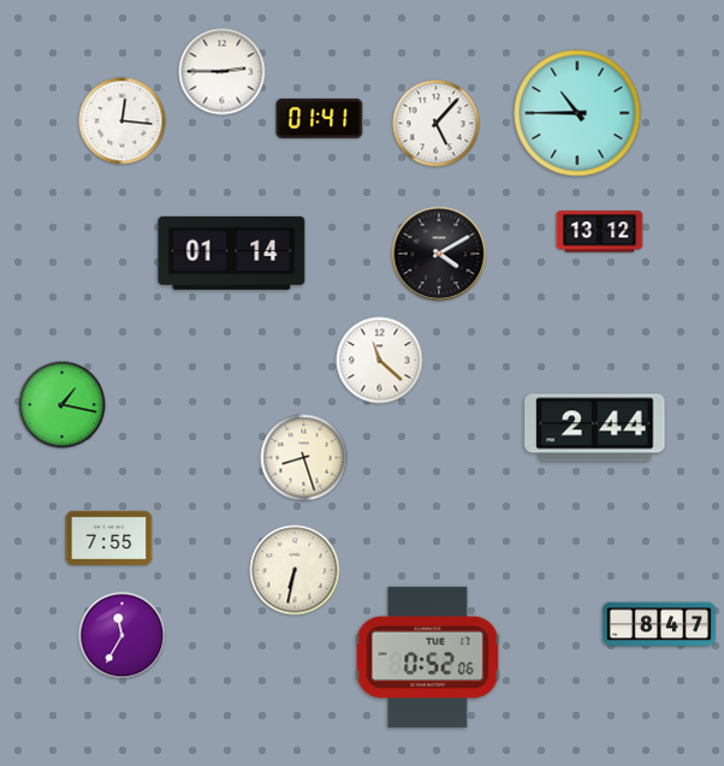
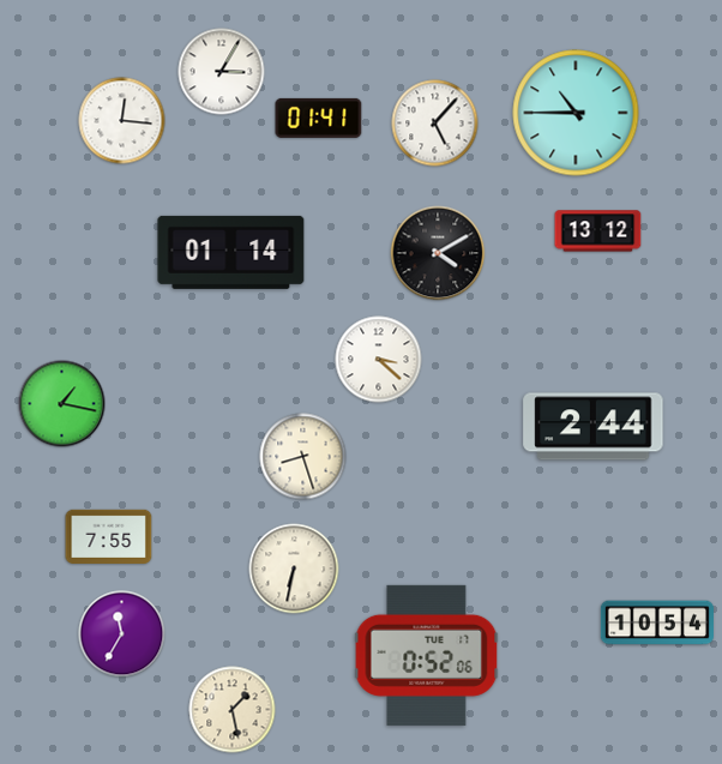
clock at (222, 72): 2:45 -> 3:05
clock at (380, 361): 11:22 -> 3:22
clock at (659, 624): 8:47 -> 10:54
clock at (233, 710): none -> 1:28
